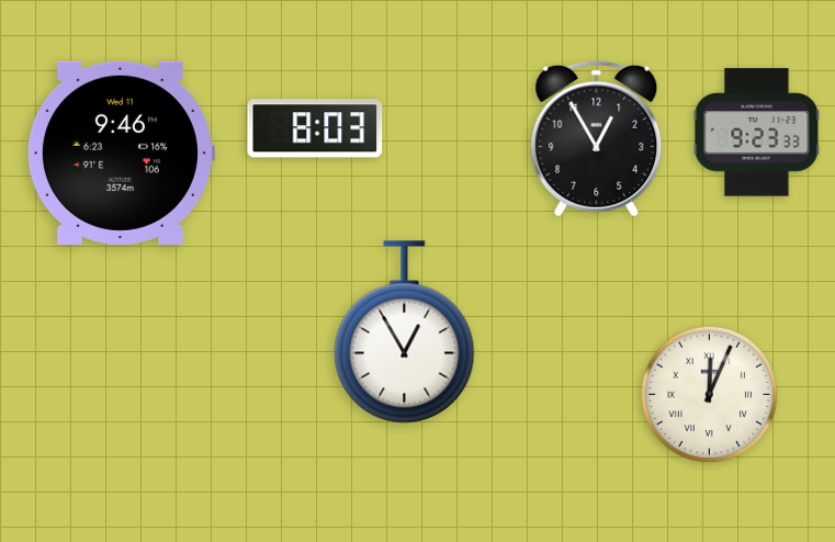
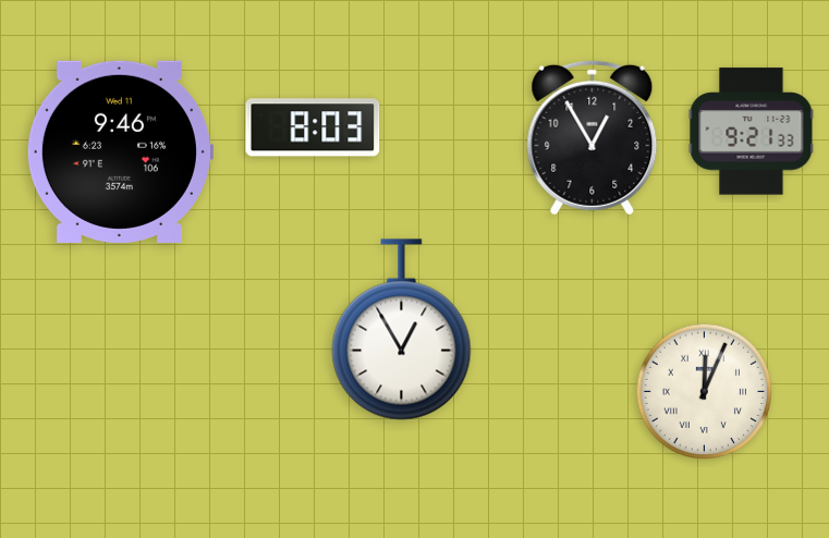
clock at (757, 133): 9:23 -> 9:21
